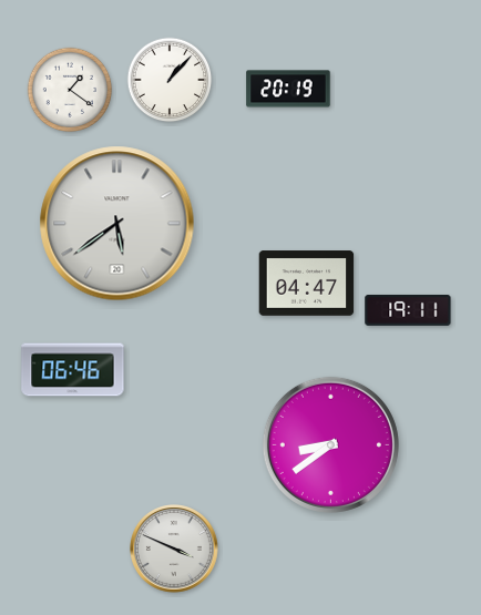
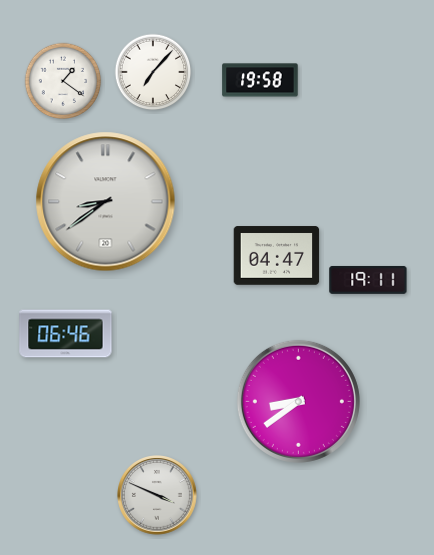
clock at (170, 80): 1:07 -> 7:07
clock at (288, 89): 20:19 -> 19:58
clock at (117, 224): 5:39 -> 8:39
